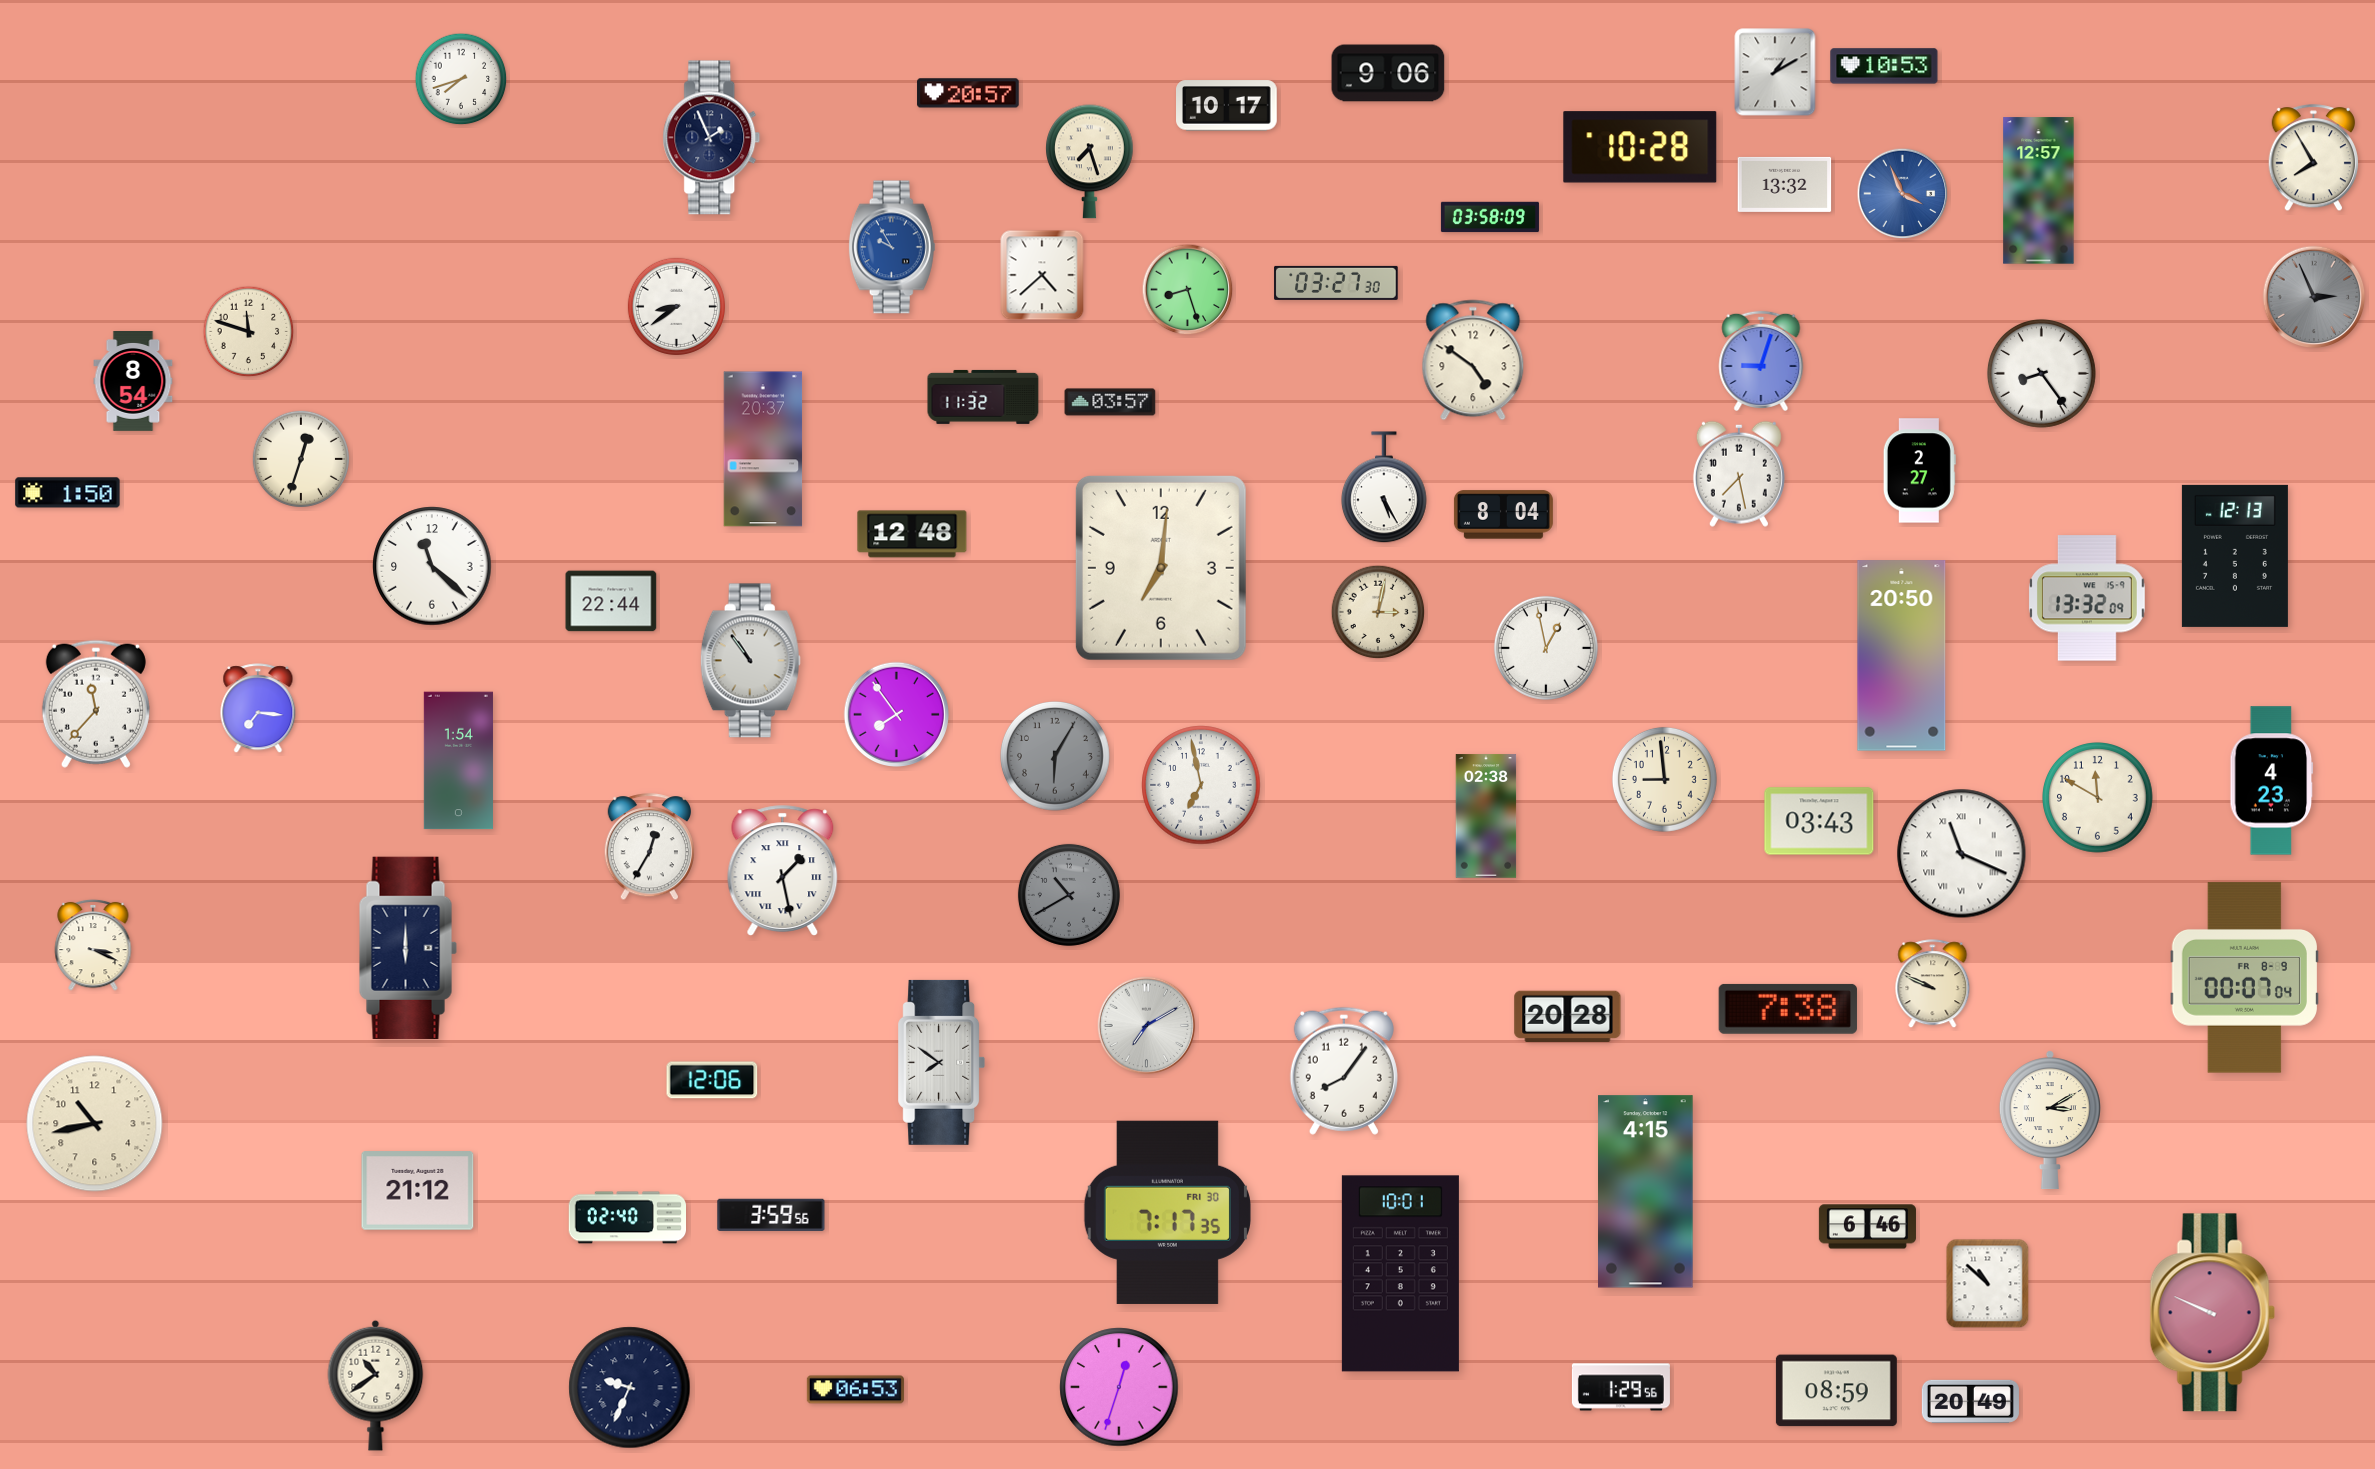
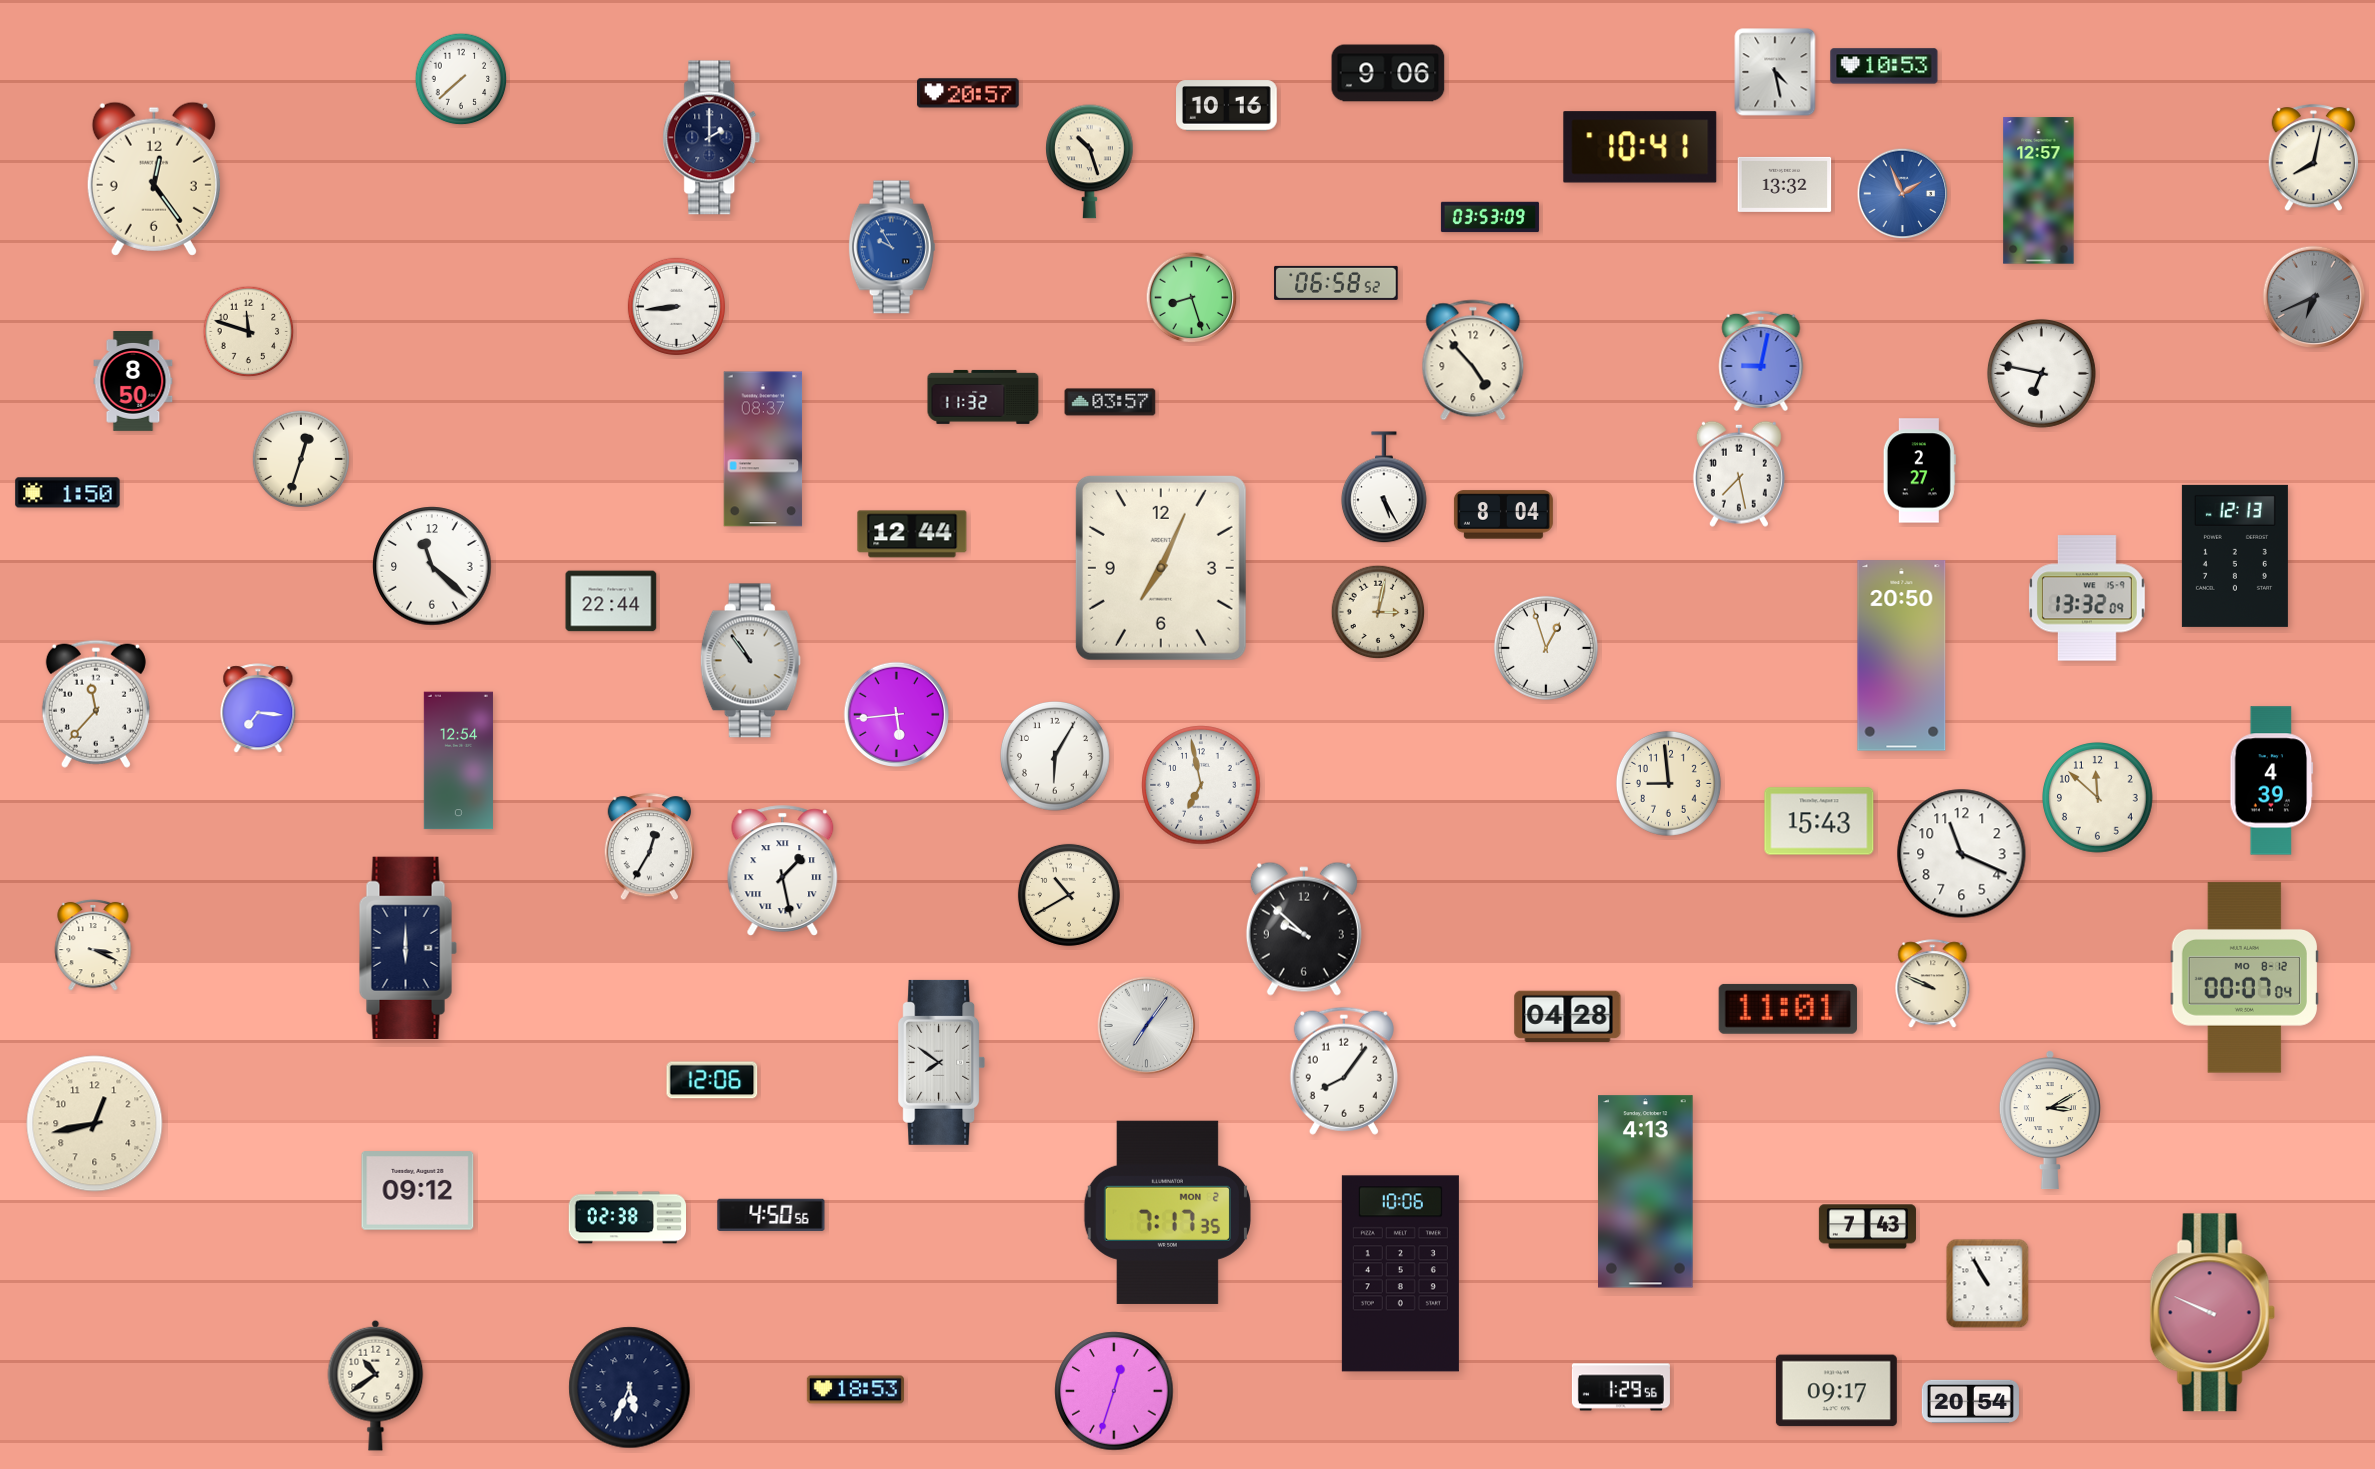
clock at (1775, 72): 1:10 -> 4:28
clock at (461, 79): 7:42 -> 7:38
clock at (1227, 106): 10:17 -> 10:16
clock at (712, 138): 1:56 -> 2:00
clock at (1640, 147): 10:28 -> 10:41
clock at (2313, 158): 7:55 -> 8:02
clock at (1090, 162): 7:27 -> 10:27
clock at (154, 179): none -> 12:24
clock at (1903, 194): 3:56 -> 1:56
clock at (1490, 217): 03:58 -> 03:53
clock at (1042, 275): 4:38 -> none
clock at (1336, 283): 03:27 -> 06:58
clock at (1188, 290) position: (1188, 290) -> (1192, 298)
clock at (2314, 297): 2:56 -> 6:41
clock at (676, 306): 8:39 -> 8:44
clock at (1473, 360): 4:51 -> 4:53
clock at (1761, 361): 9:03 -> 9:02
clock at (2041, 373): 8:24 -> 6:47
clock at (133, 382): 8:54 -> 8:50
clock at (763, 449): 20:37 -> 08:37
clock at (912, 534): 12:48 -> 12:44
clock at (1161, 568): 7:01 -> 7:04
clock at (1546, 648): 12:58 -> 12:57
clock at (897, 715): 7:54 -> 5:44
clock at (1056, 757) dial: grey -> white
clock at (458, 761): 1:54 -> 12:54
clock at (1664, 779) position: (1664, 779) -> (1668, 783)
clock at (2272, 781): 4:23 -> 4:39
clock at (2098, 798): 11:50 -> 11:52
clock at (1486, 816): 02:38 -> none
clock at (1819, 821): 03:43 -> 15:43
clock at (1962, 854) numerals: Roman -> Arabic
clock at (1069, 895) dial: grey -> cream
clock at (1304, 929): none -> 9:52
clock at (2244, 978) date: FR 8-9 -> MO 8-12
clock at (1788, 1009): 7:38 -> 11:01
clock at (1568, 1016): 20:28 -> 04:28
clock at (1147, 1026): 7:10 -> 7:06
clock at (95, 1124): 10:43 -> 12:43
clock at (418, 1191): 21:12 -> 09:12
clock at (1646, 1192): 4:15 -> 4:13
clock at (1167, 1212) date: FRI 30 -> MON 2
clock at (771, 1214): 3:59 -> 4:50
clock at (628, 1218): 02:40 -> 02:38
clock at (1867, 1227): 6:46 -> 7:43
clock at (1400, 1274): 10:01 -> 10:06
clock at (1988, 1284): 10:52 -> 10:55
clock at (1119, 1387) position: (1119, 1387) -> (1114, 1391)
clock at (630, 1388): 9:34 -> 5:34
clock at (855, 1390): 06:53 -> 18:53
clock at (1836, 1391): 08:59 -> 09:17
clock at (1970, 1401): 20:49 -> 20:54
